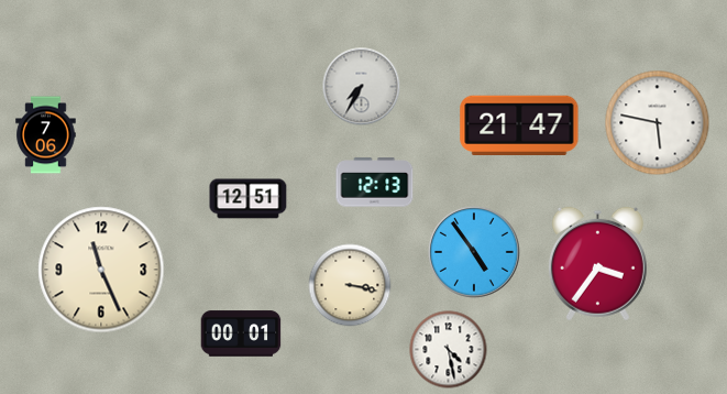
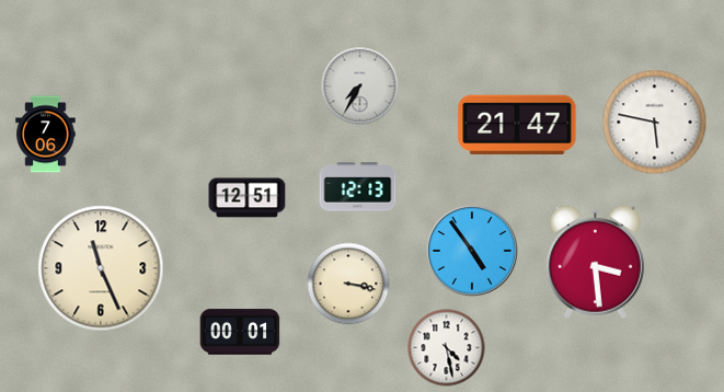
clock at (375, 183) position: (375, 183) -> (358, 187)
clock at (597, 264): 3:36 -> 3:29
